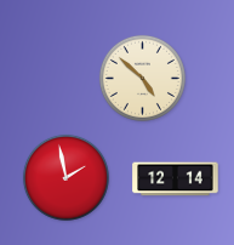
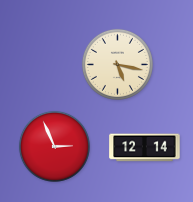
clock at (142, 78): 4:52 -> 5:17
clock at (65, 177): 1:58 -> 2:56
